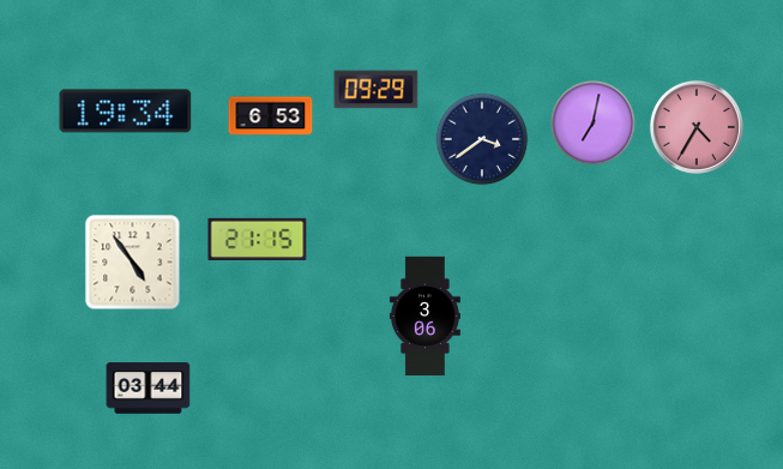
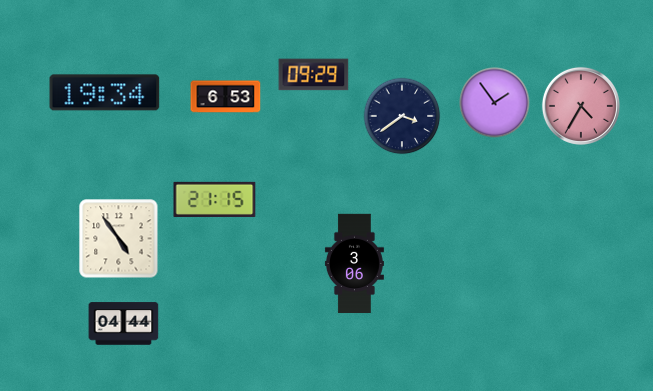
clock at (594, 124): 7:02 -> 1:54
clock at (133, 263) position: (133, 263) -> (119, 239)
clock at (149, 389): 03:44 -> 04:44
